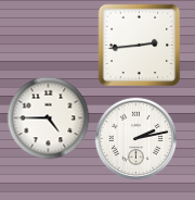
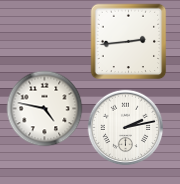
clock at (49, 118): 4:45 -> 4:47
